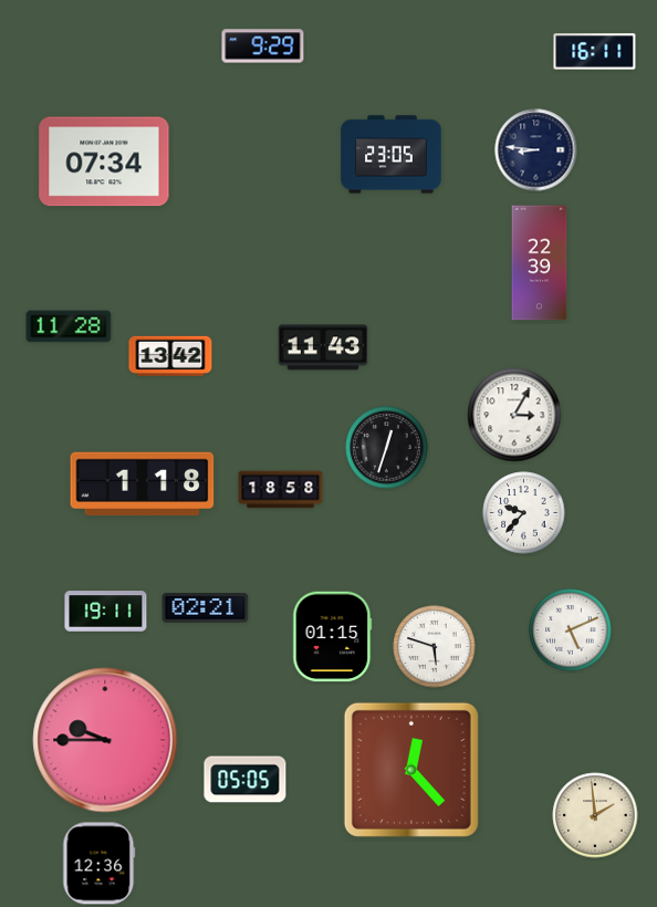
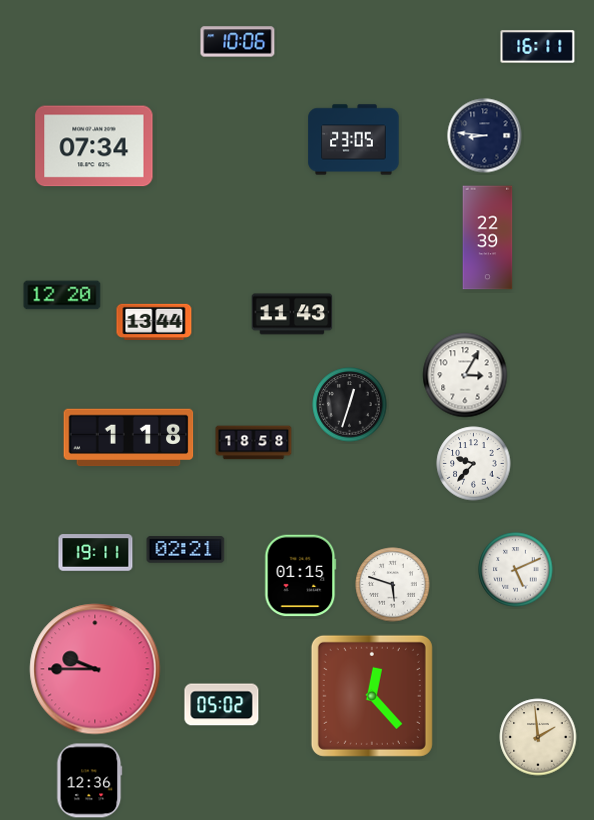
clock at (263, 46): 9:29 -> 10:06
clock at (69, 326): 11:28 -> 12:20
clock at (170, 356): 13:42 -> 13:44
clock at (246, 780): 05:05 -> 05:02
